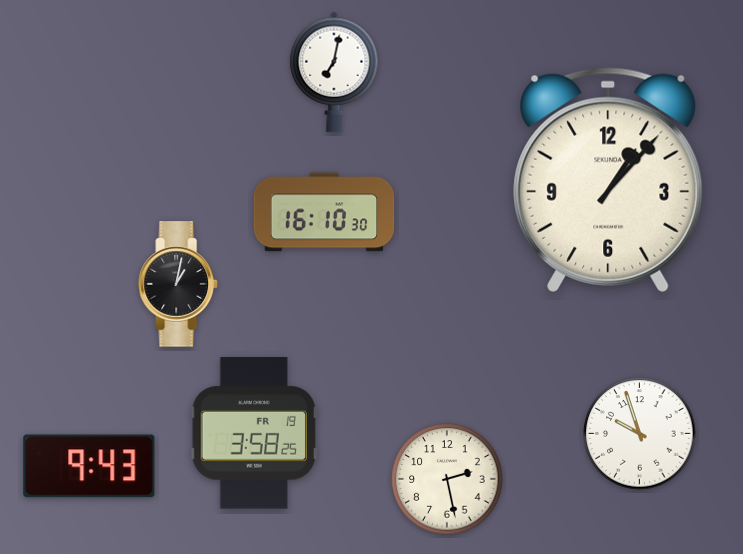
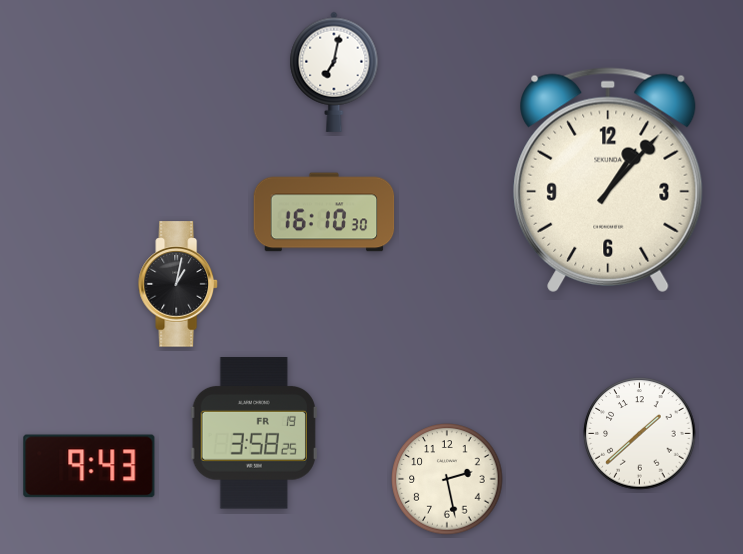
clock at (640, 434): 9:57 -> 1:38
